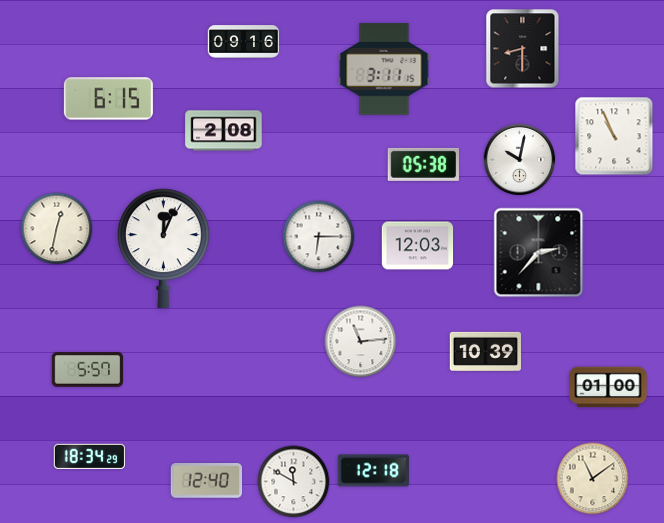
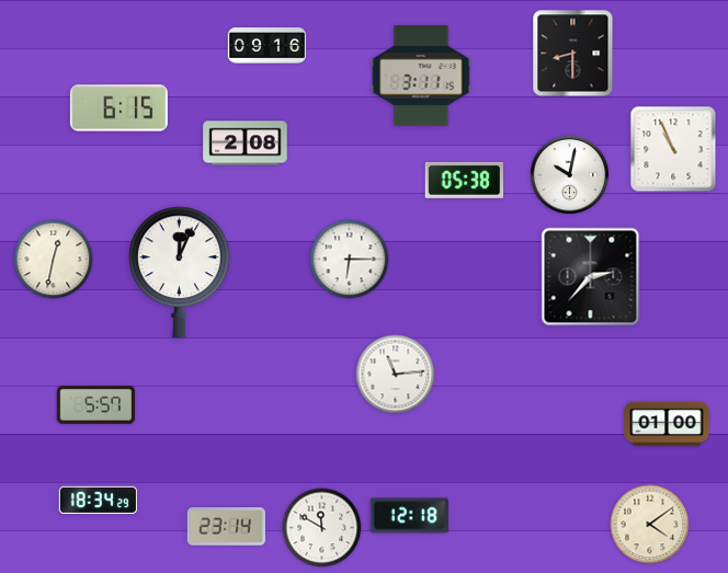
clock at (57, 229) position: (57, 229) -> (54, 260)
clock at (418, 246): 12:03 -> none
clock at (486, 351): 10:39 -> none
clock at (593, 479): 11:09 -> 4:09
clock at (206, 481): 12:40 -> 23:14
